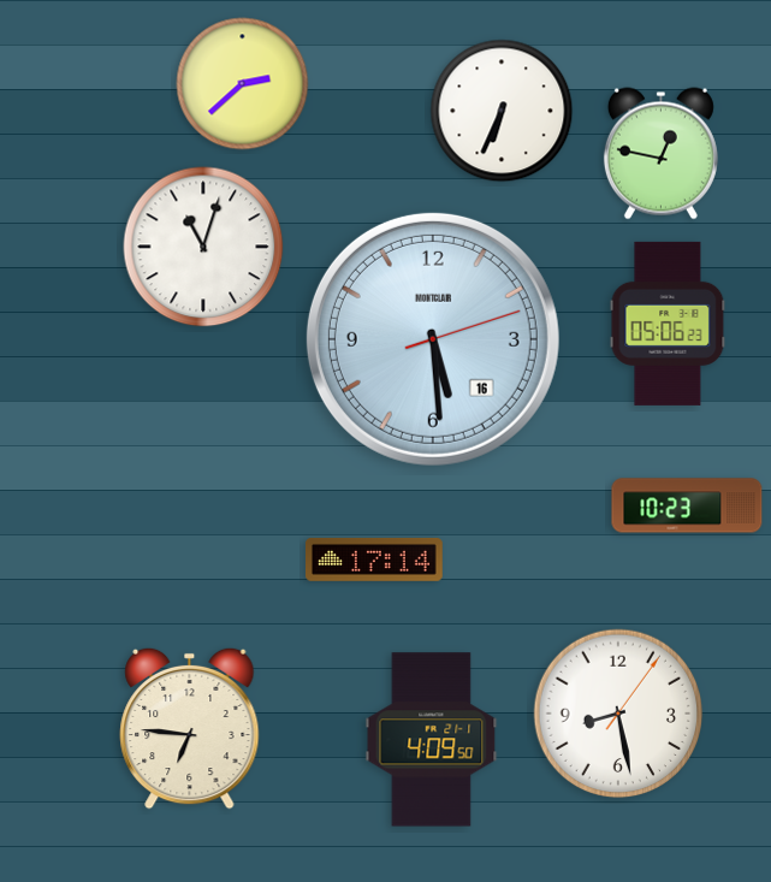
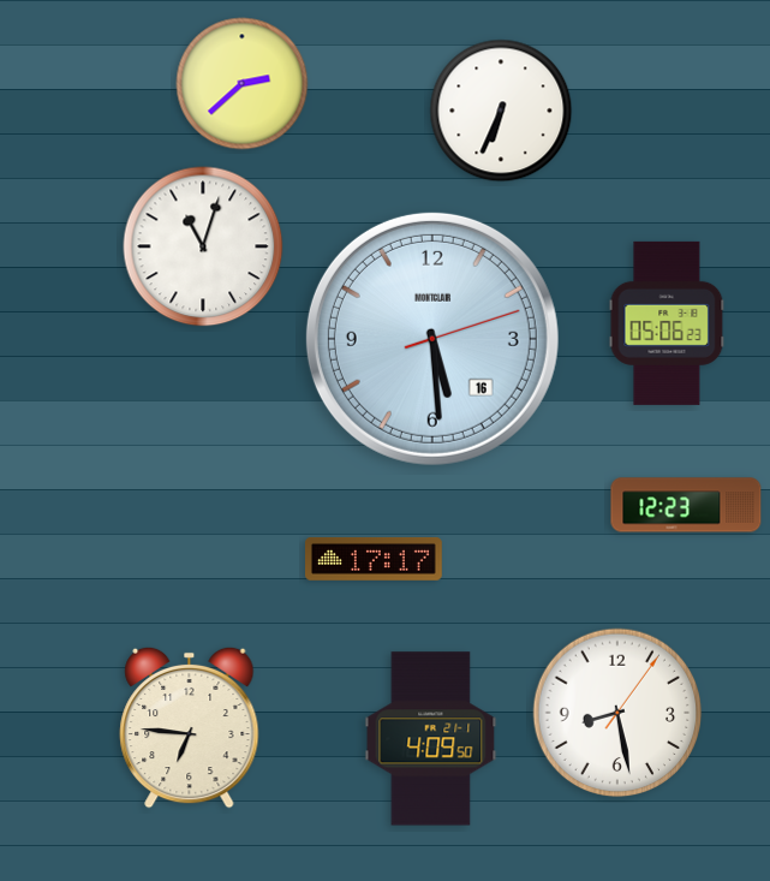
clock at (660, 154): 12:47 -> none
clock at (687, 505): 10:23 -> 12:23
clock at (375, 560): 17:14 -> 17:17
